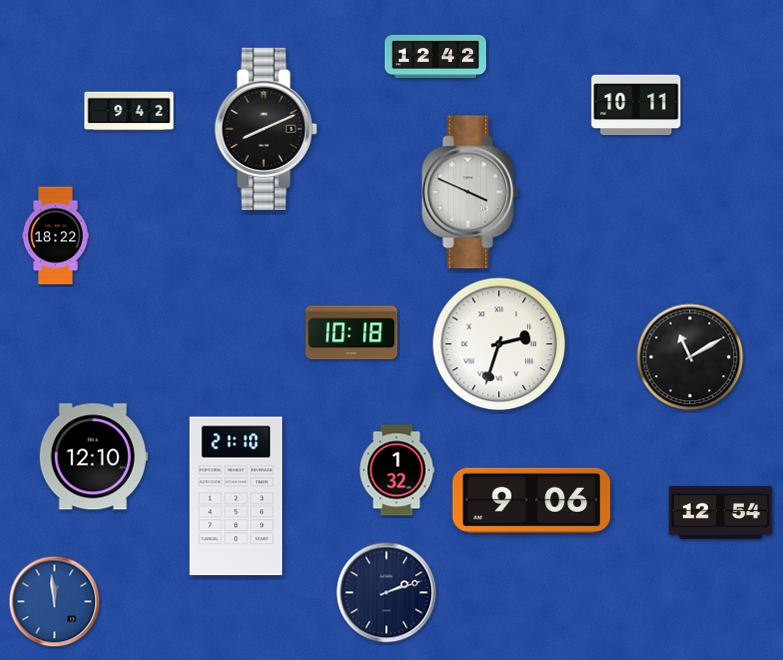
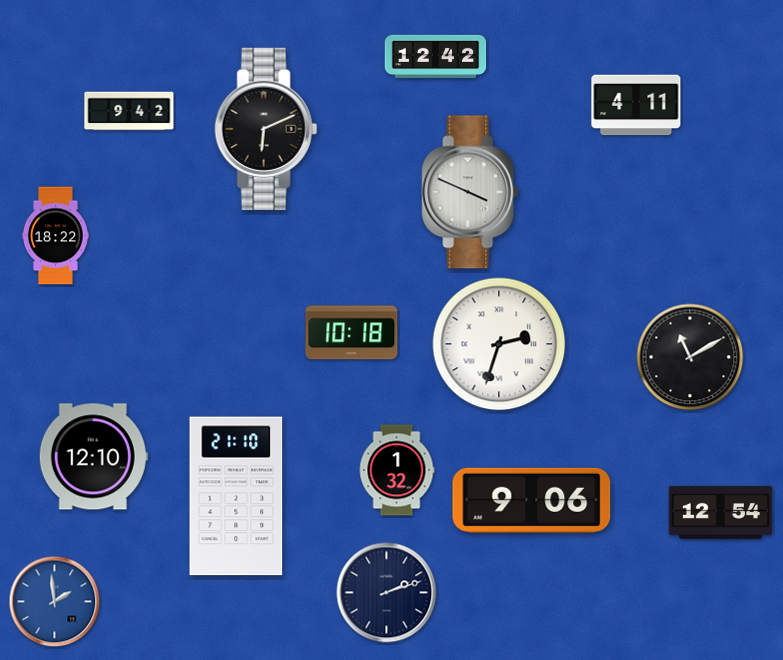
clock at (636, 105): 10:11 -> 4:11
clock at (266, 128): 8:11 -> 6:11
clock at (55, 602): 11:59 -> 1:59
